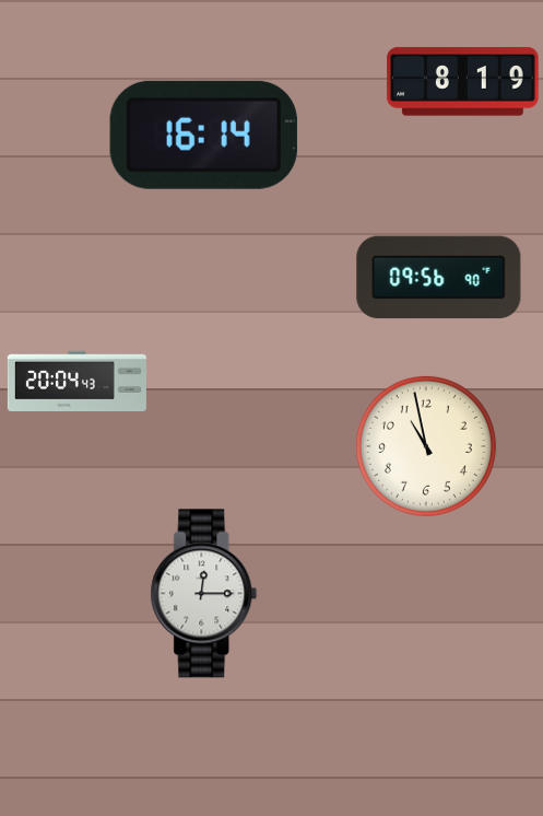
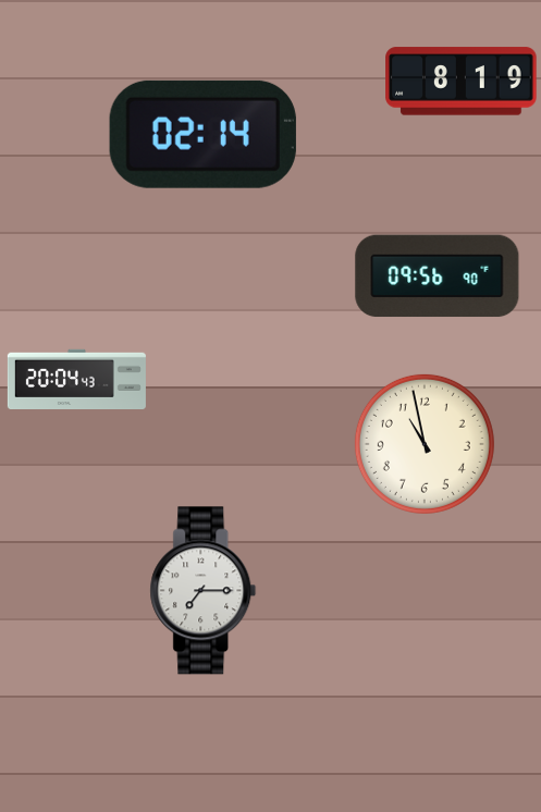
clock at (203, 135): 16:14 -> 02:14
clock at (204, 594): 12:15 -> 7:15
